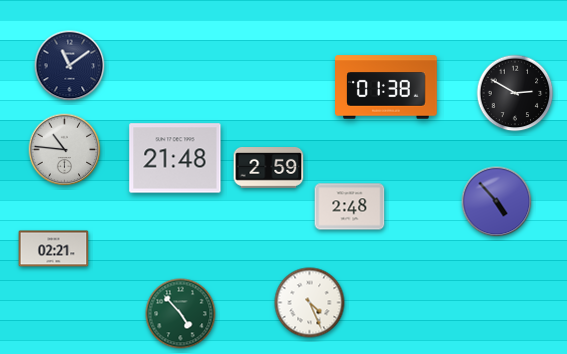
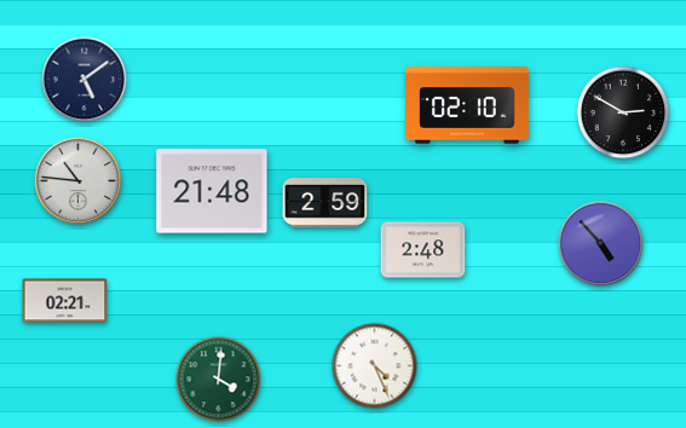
clock at (70, 66): 11:09 -> 5:09
clock at (387, 87): 01:38 -> 02:10
clock at (181, 314): 4:53 -> 4:01
